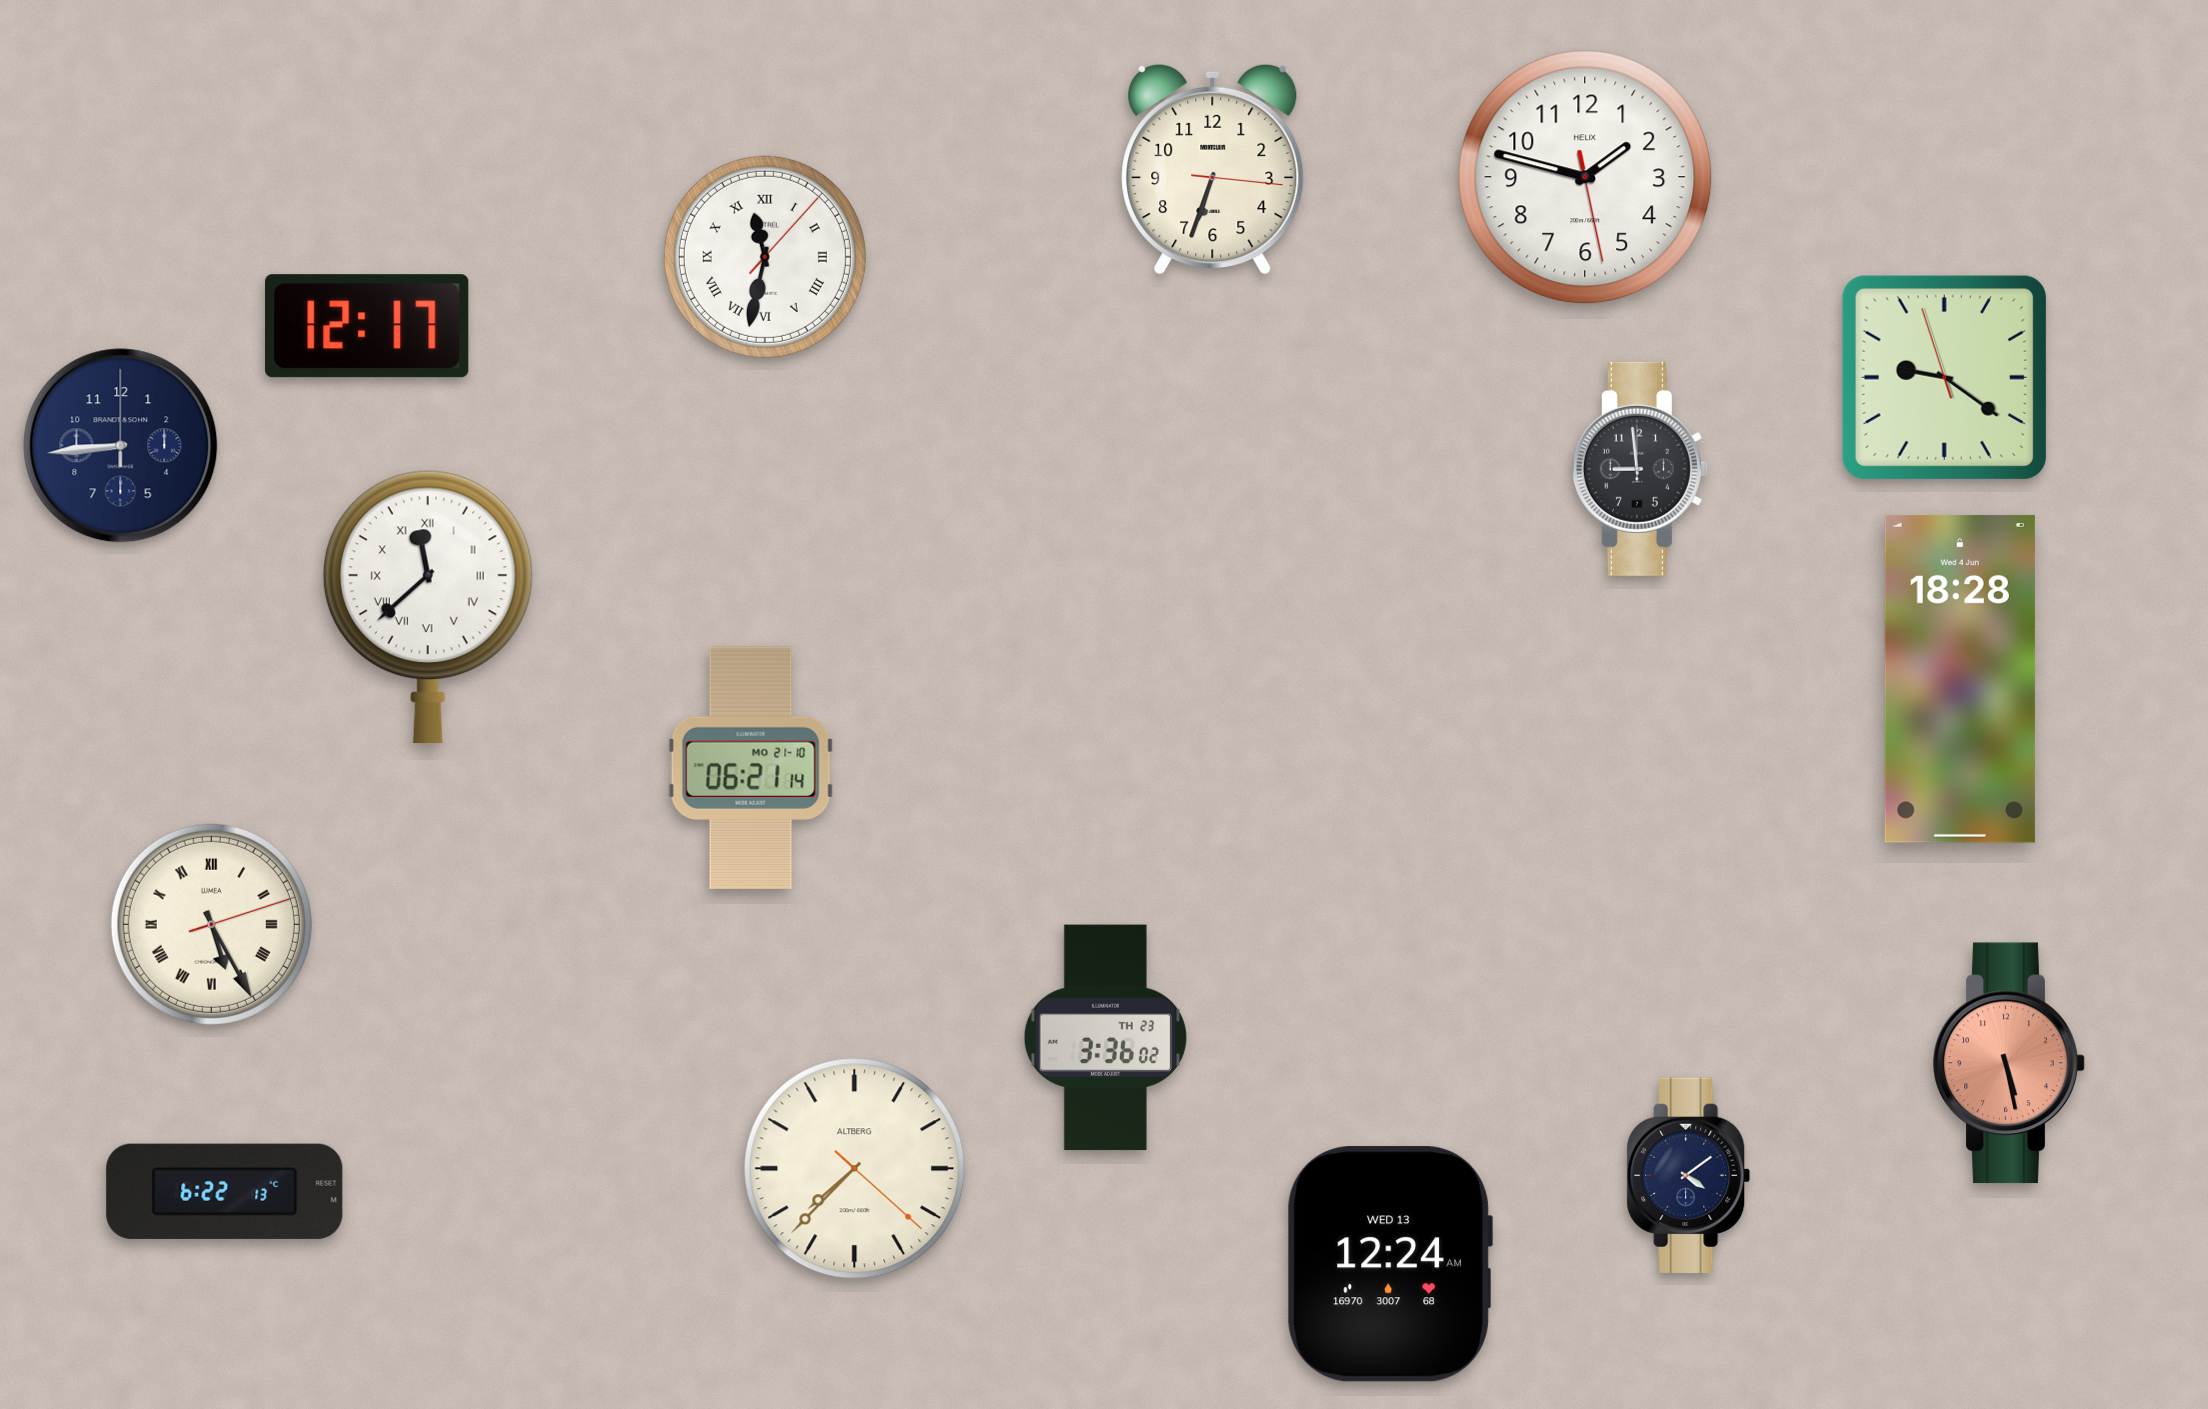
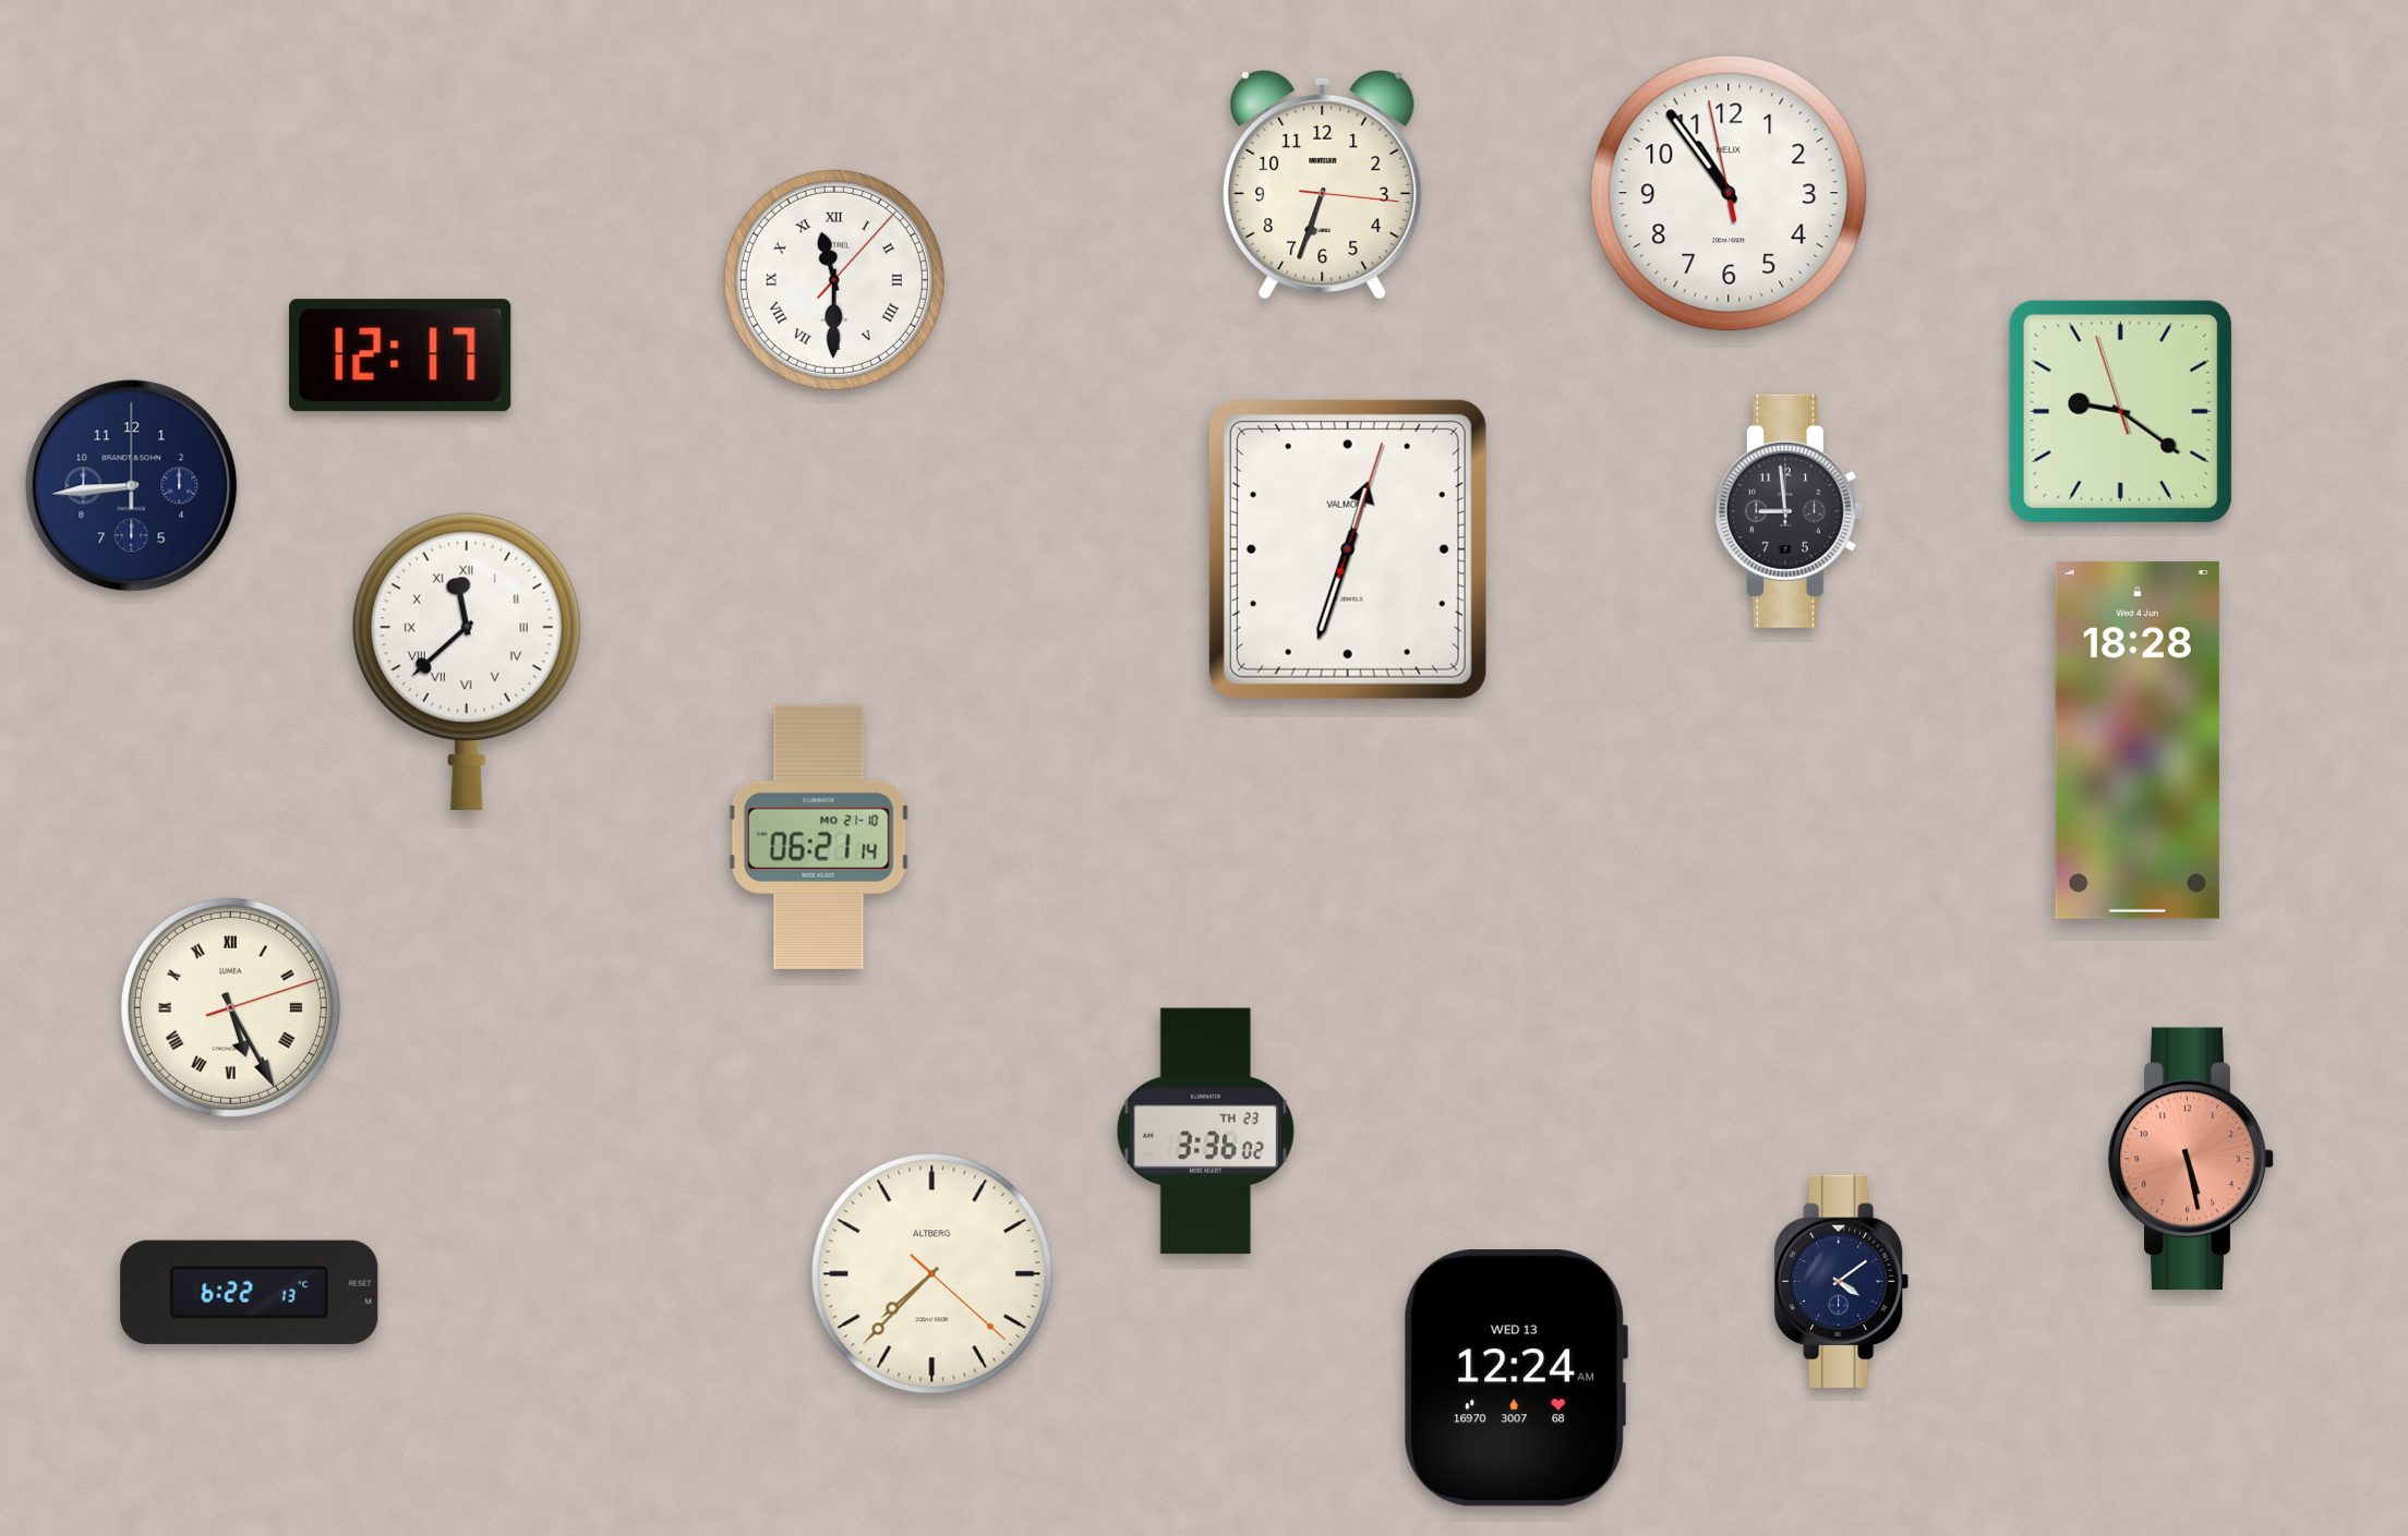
clock at (1585, 177): 1:47 -> 10:53
clock at (765, 257): 11:32 -> 11:30
clock at (1348, 549): none -> 12:33
clock at (225, 1191) position: (225, 1191) -> (250, 1292)
